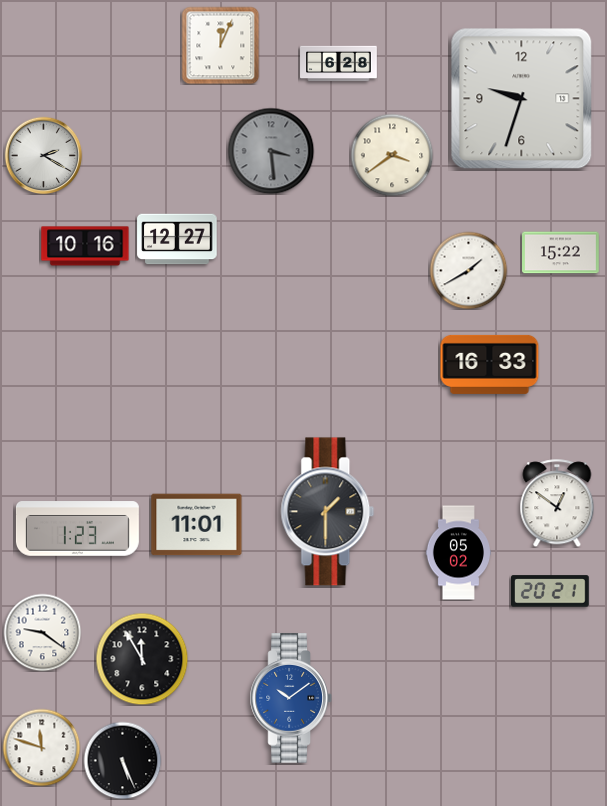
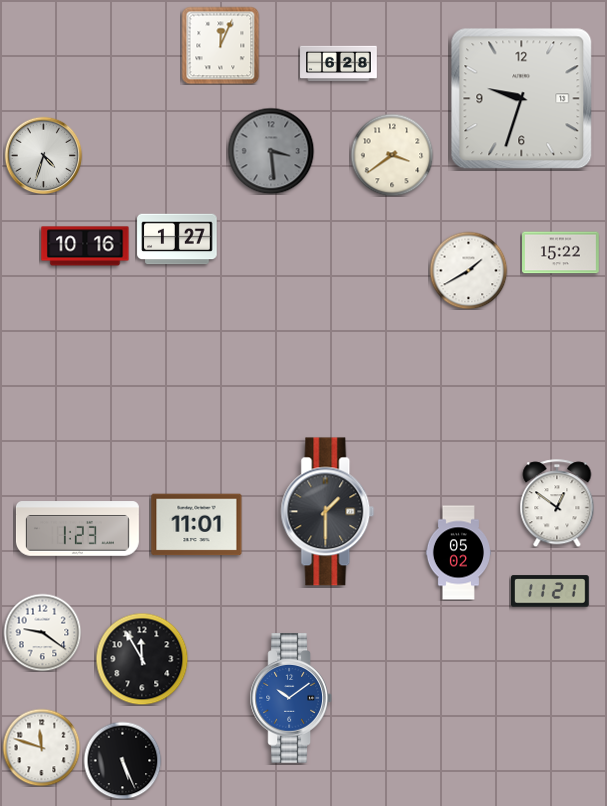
clock at (43, 155): 2:20 -> 4:33
clock at (177, 239): 12:27 -> 1:27
clock at (490, 364): 16:33 -> none
clock at (551, 591): 20:21 -> 11:21
